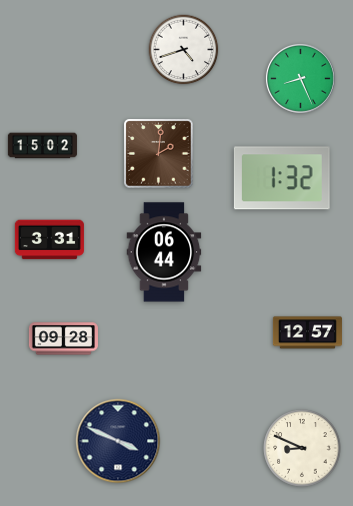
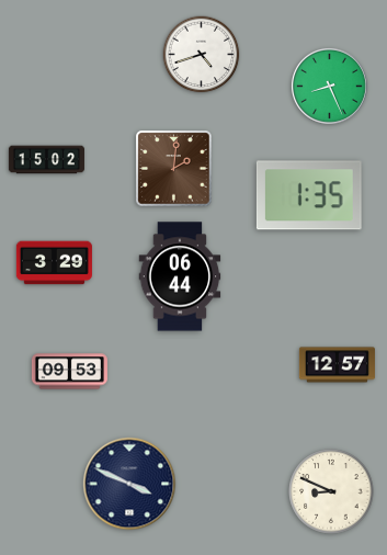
clock at (282, 178): 1:32 -> 1:35
clock at (49, 240): 3:31 -> 3:29
clock at (63, 339): 09:28 -> 09:53
